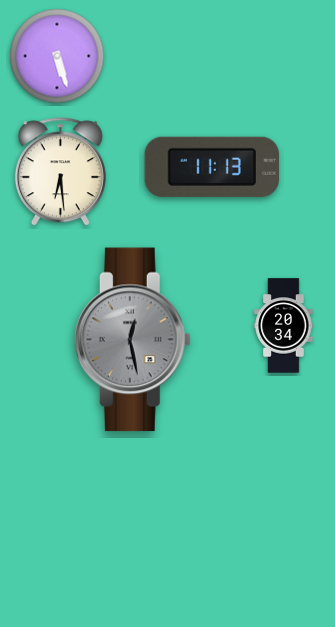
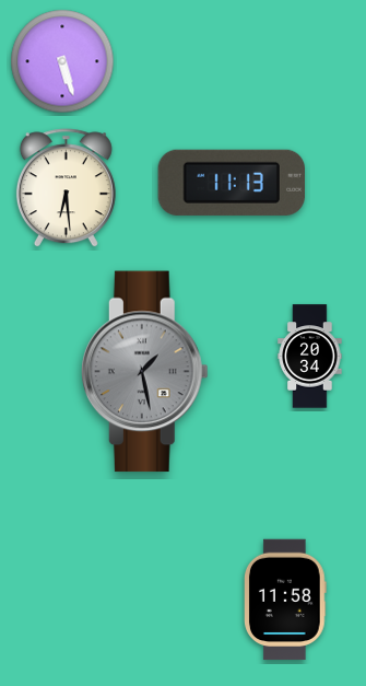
clock at (132, 340): 12:28 -> 1:28
clock at (286, 600): none -> 11:58
